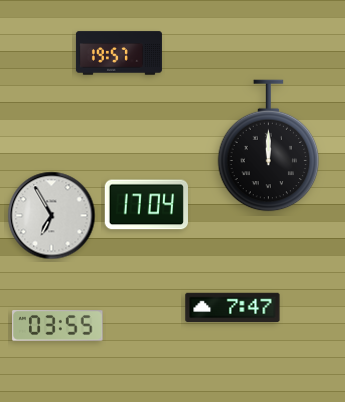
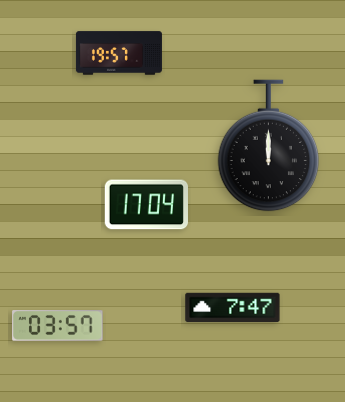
clock at (52, 216): 6:55 -> none
clock at (58, 326): 03:55 -> 03:57
